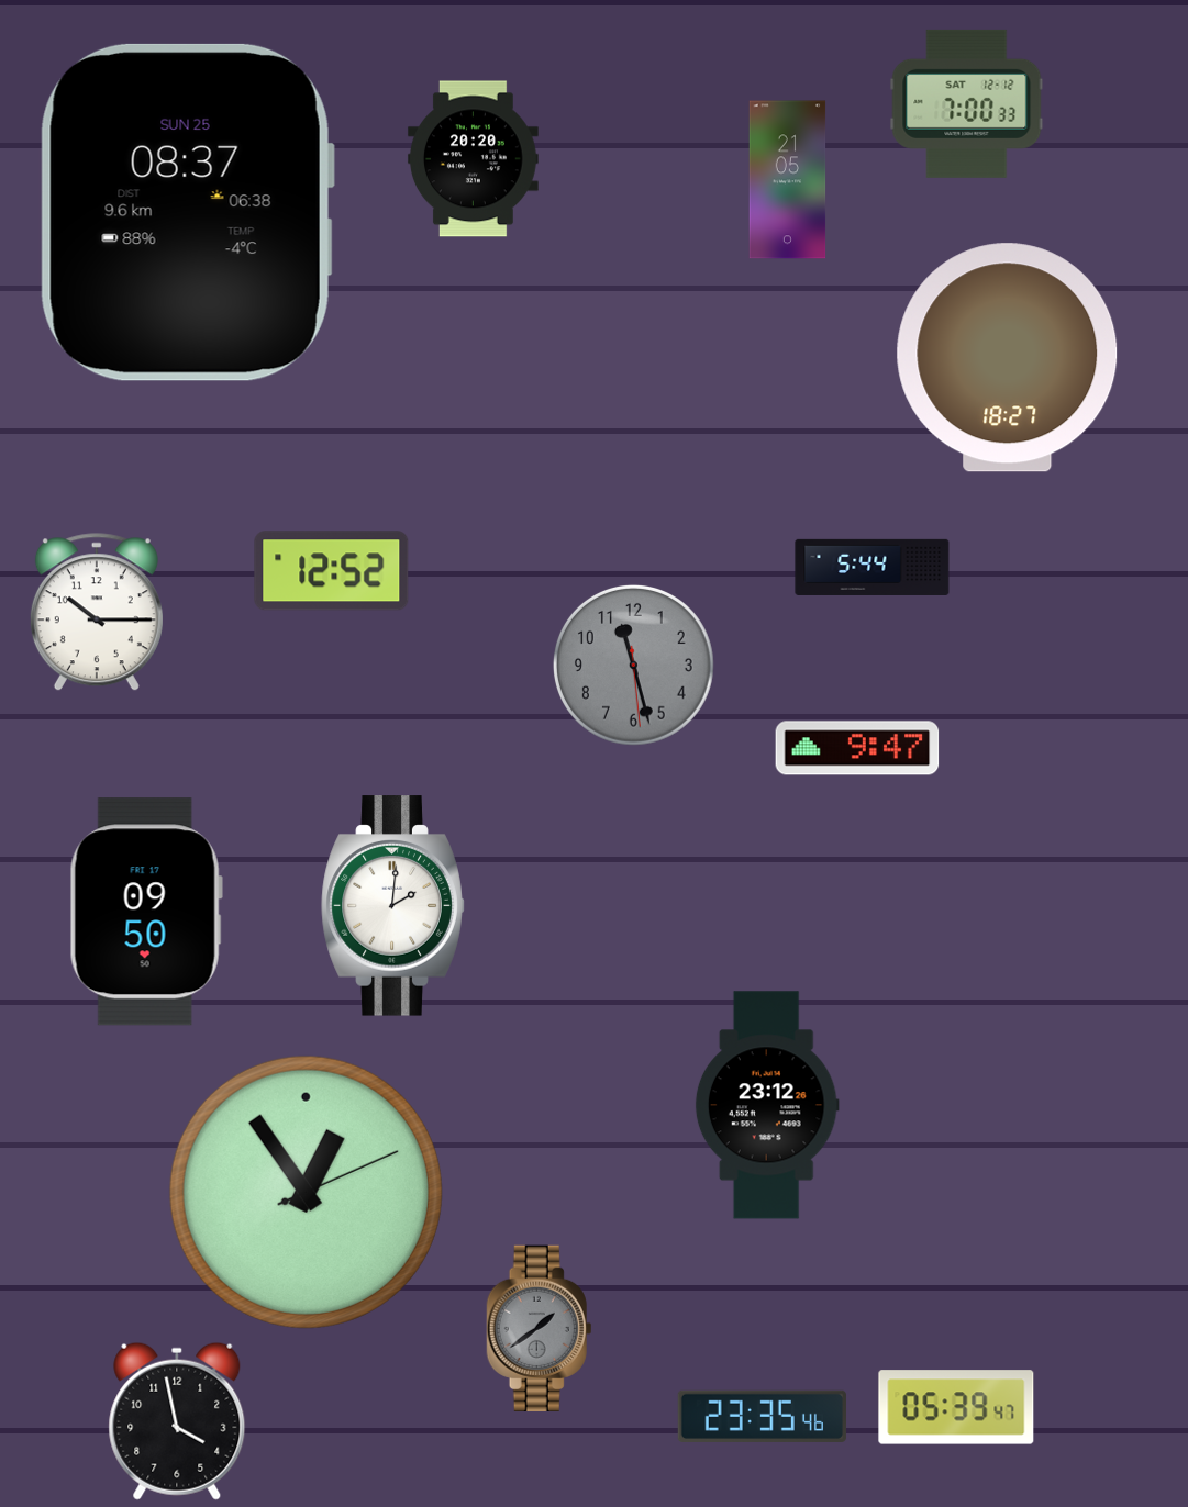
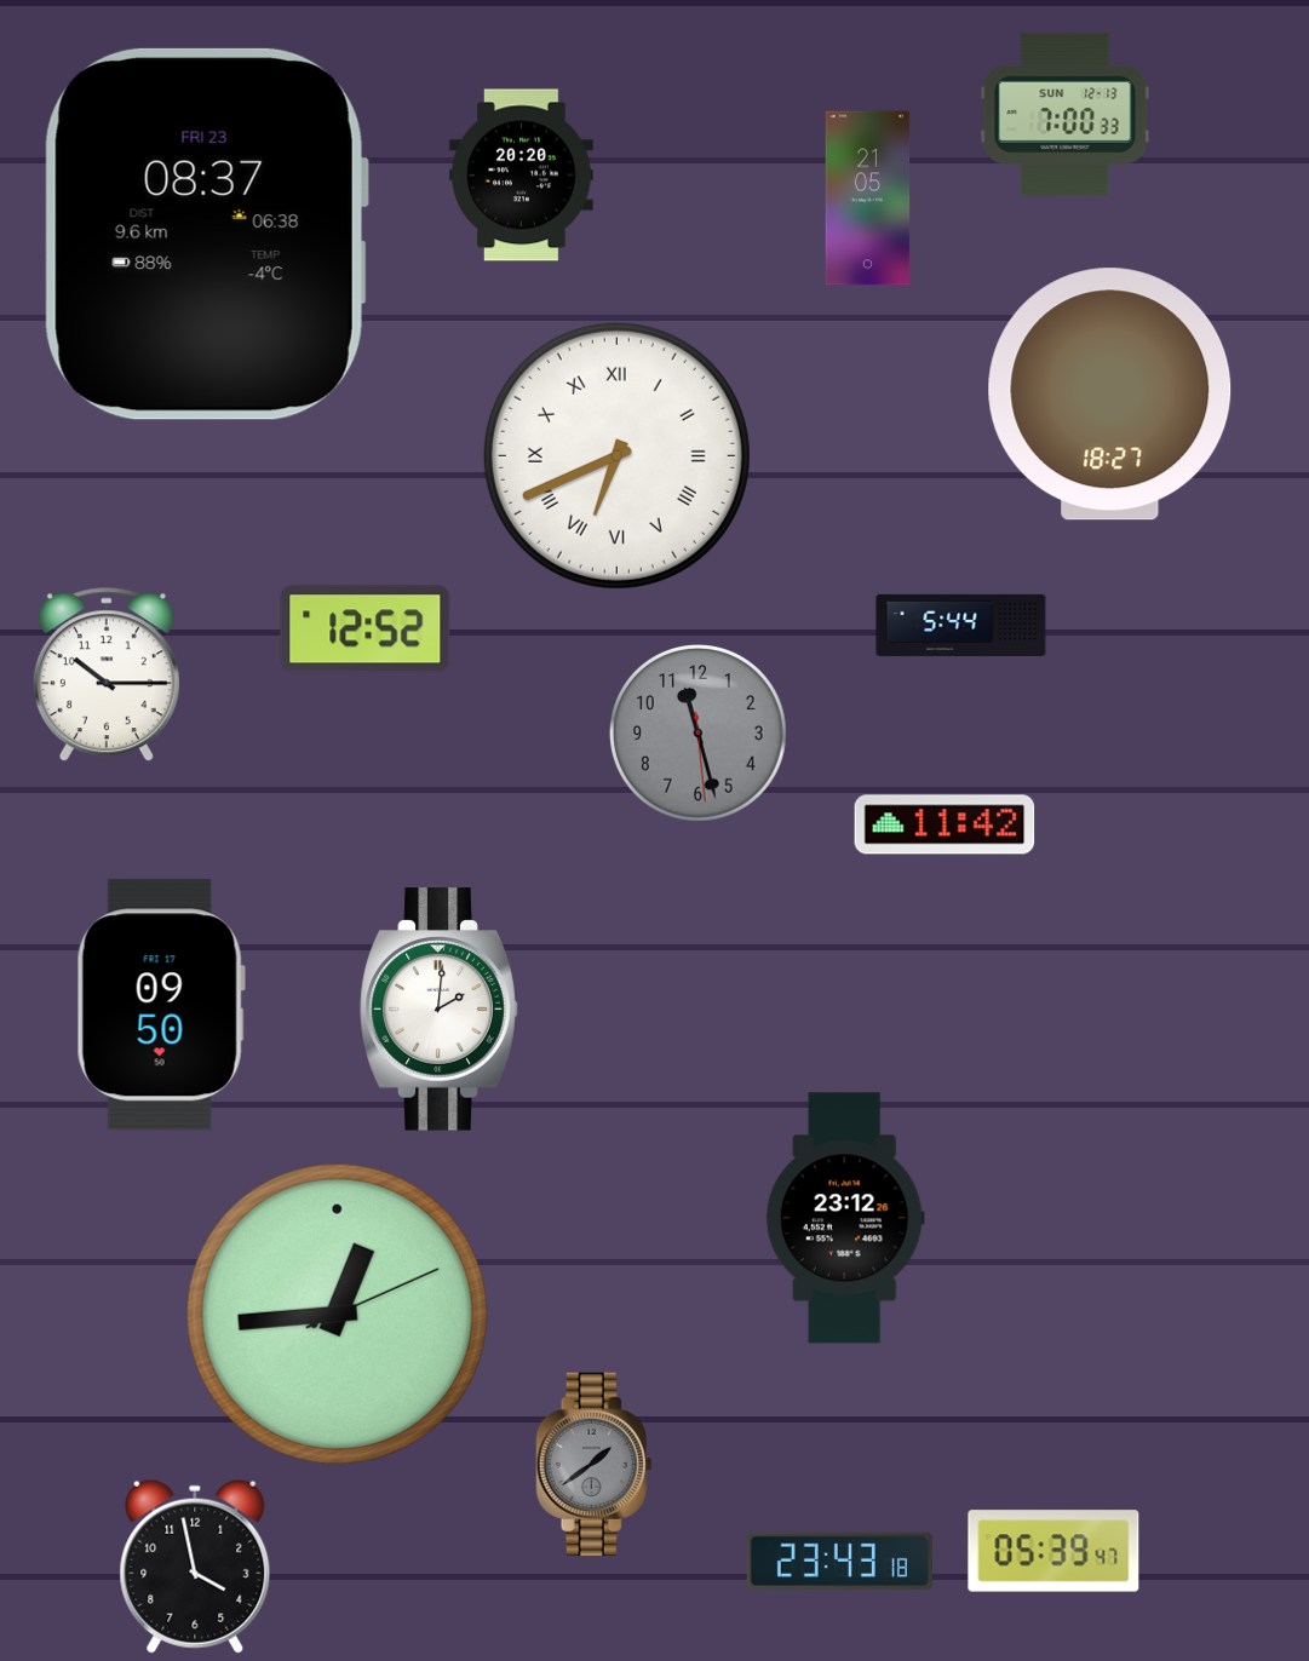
clock at (967, 103) date: SAT 12-12 -> SUN 12-13
clock at (187, 212) date: SUN 25 -> FRI 23
clock at (616, 455): none -> 6:41
clock at (857, 748): 9:47 -> 11:42
clock at (393, 906) position: (393, 906) -> (440, 1010)
clock at (306, 1192): 12:54 -> 12:44
clock at (762, 1416): 23:35 -> 23:43
